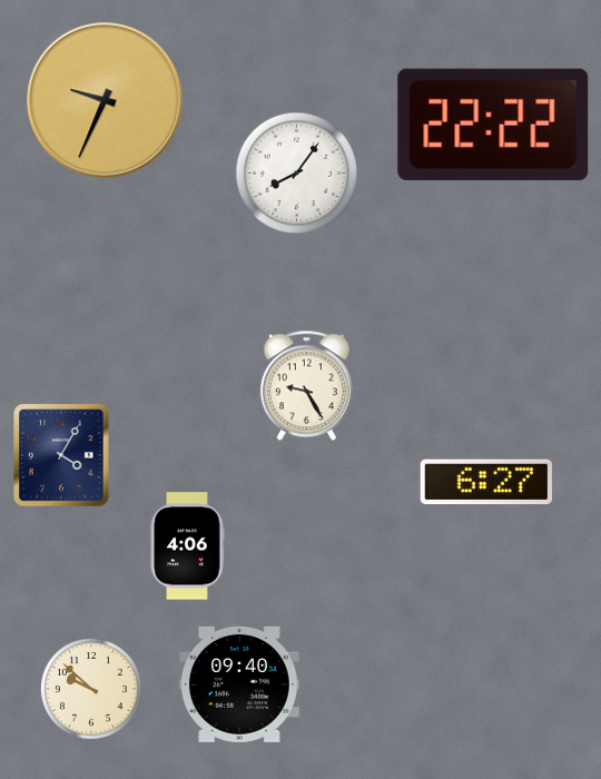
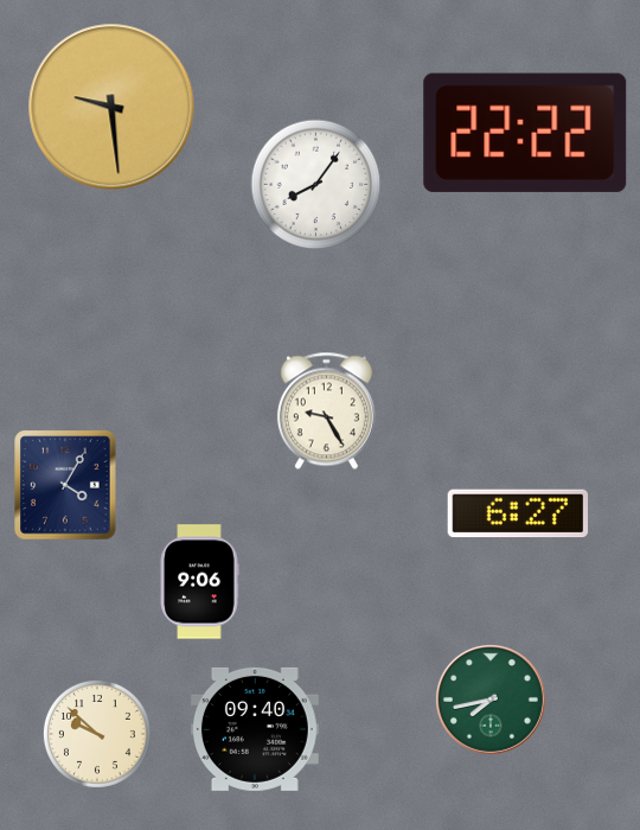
clock at (105, 100): 9:34 -> 9:29
clock at (187, 546): 4:06 -> 9:06
clock at (491, 700): none -> 7:43
